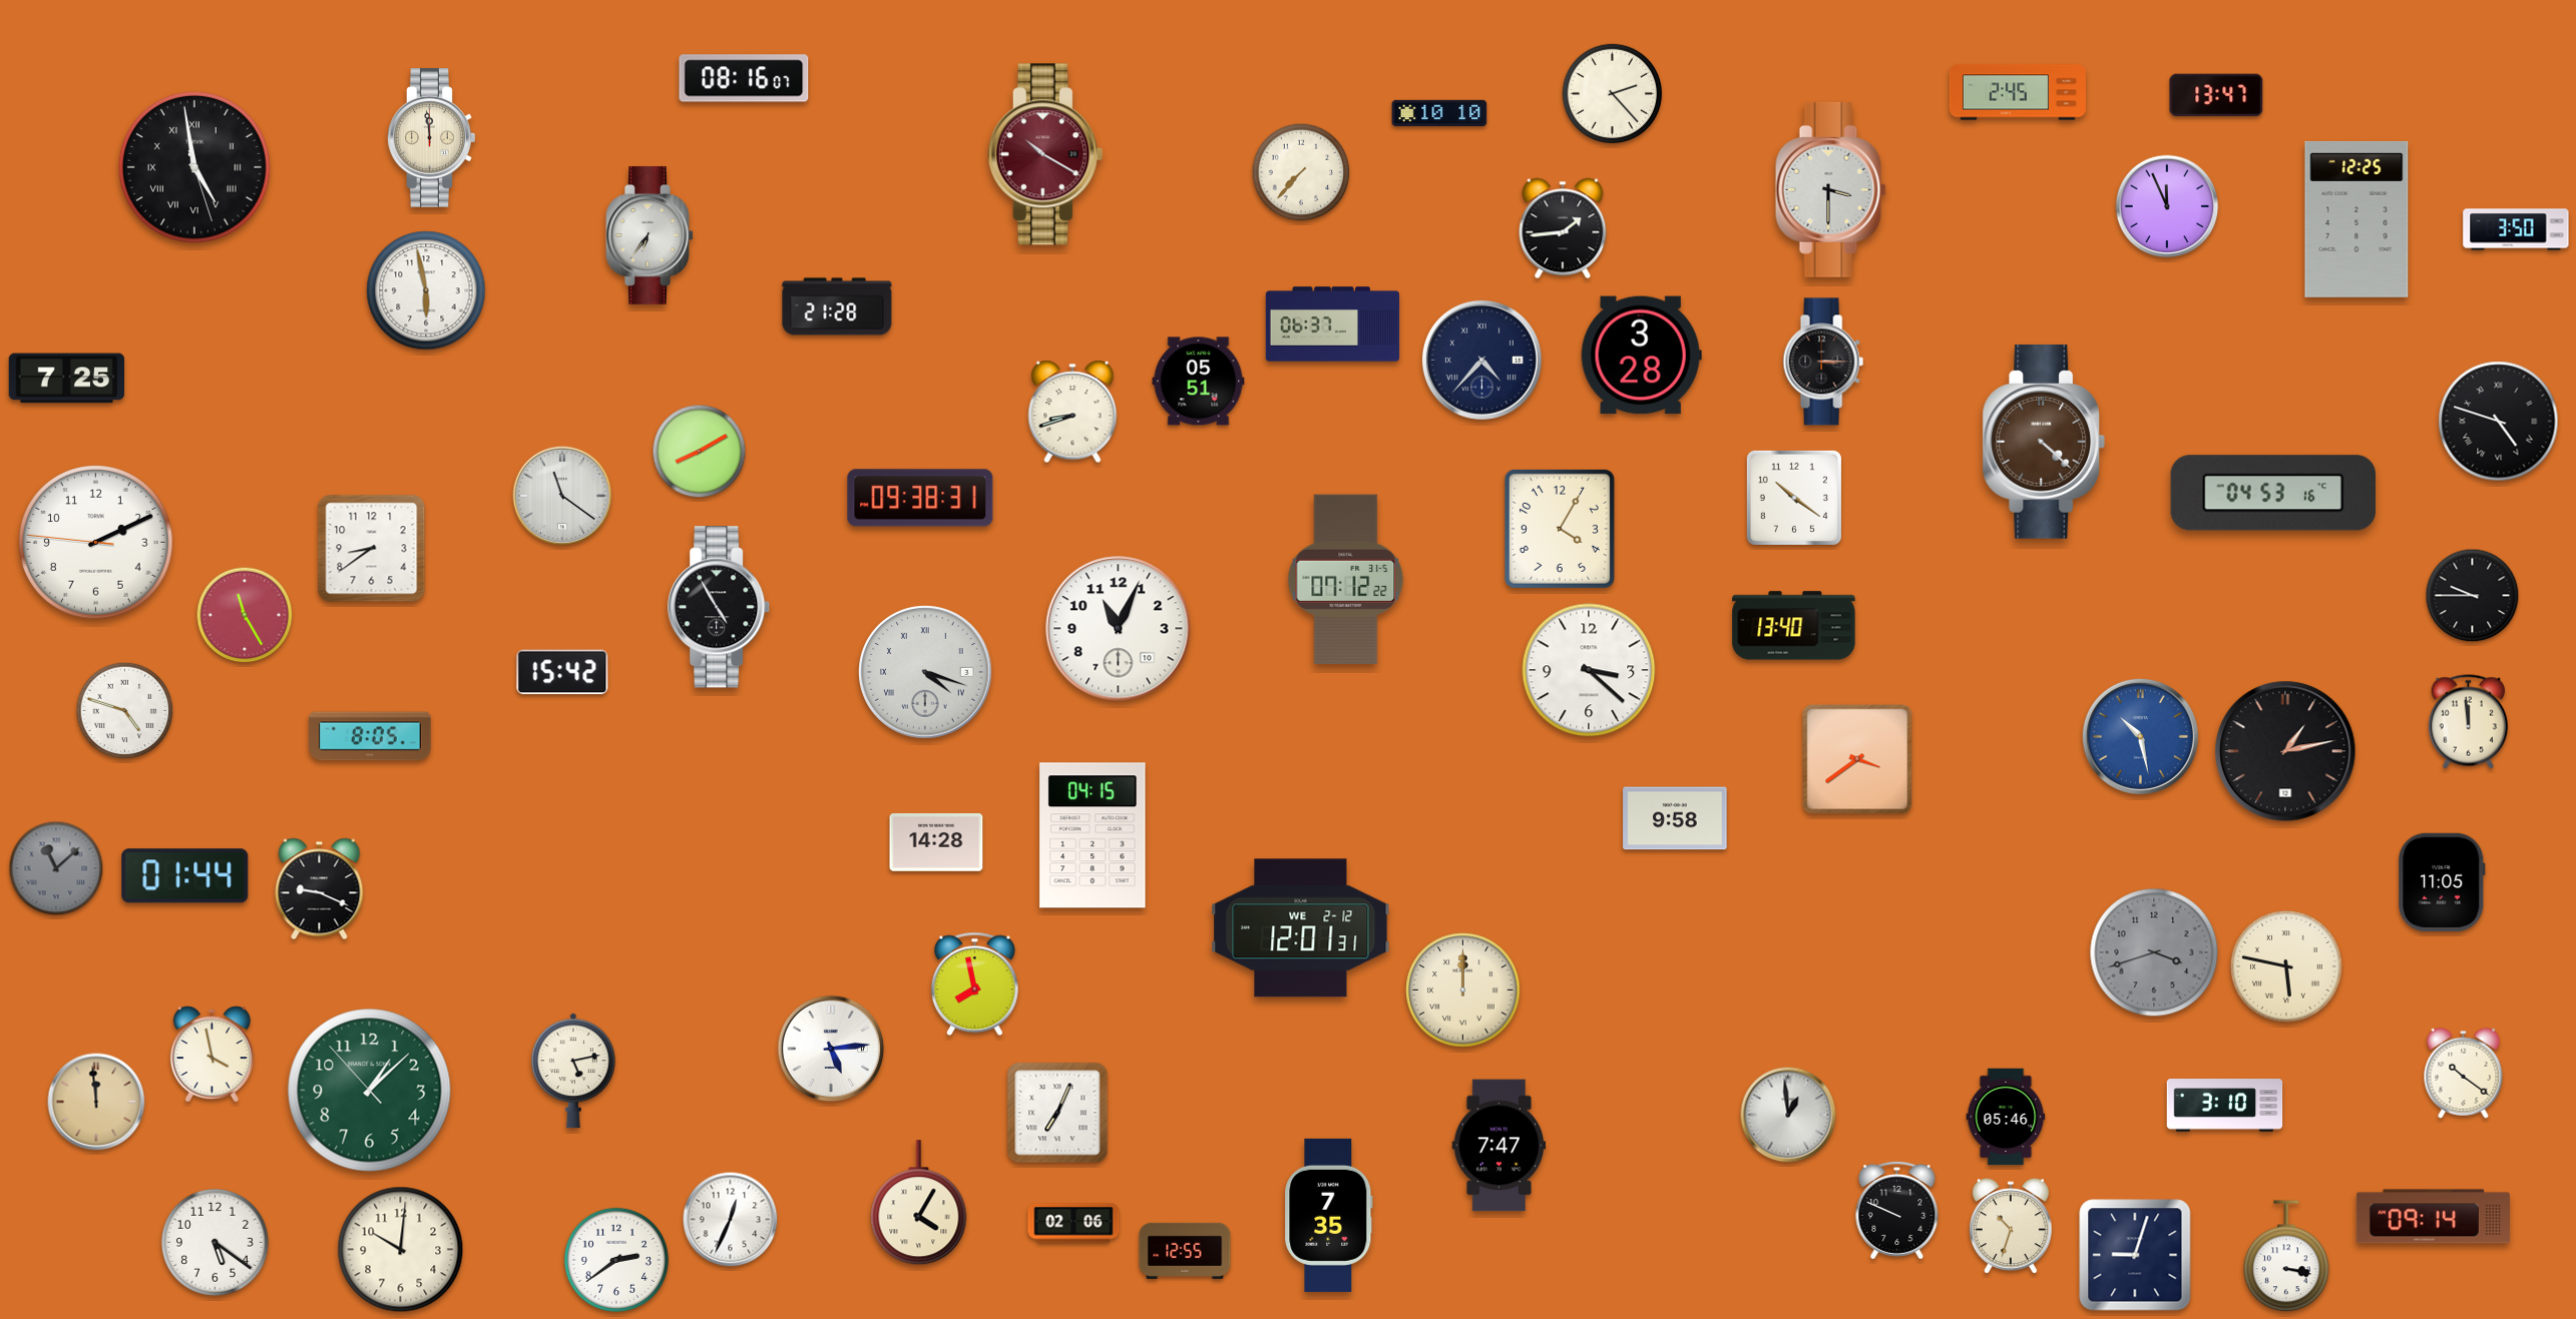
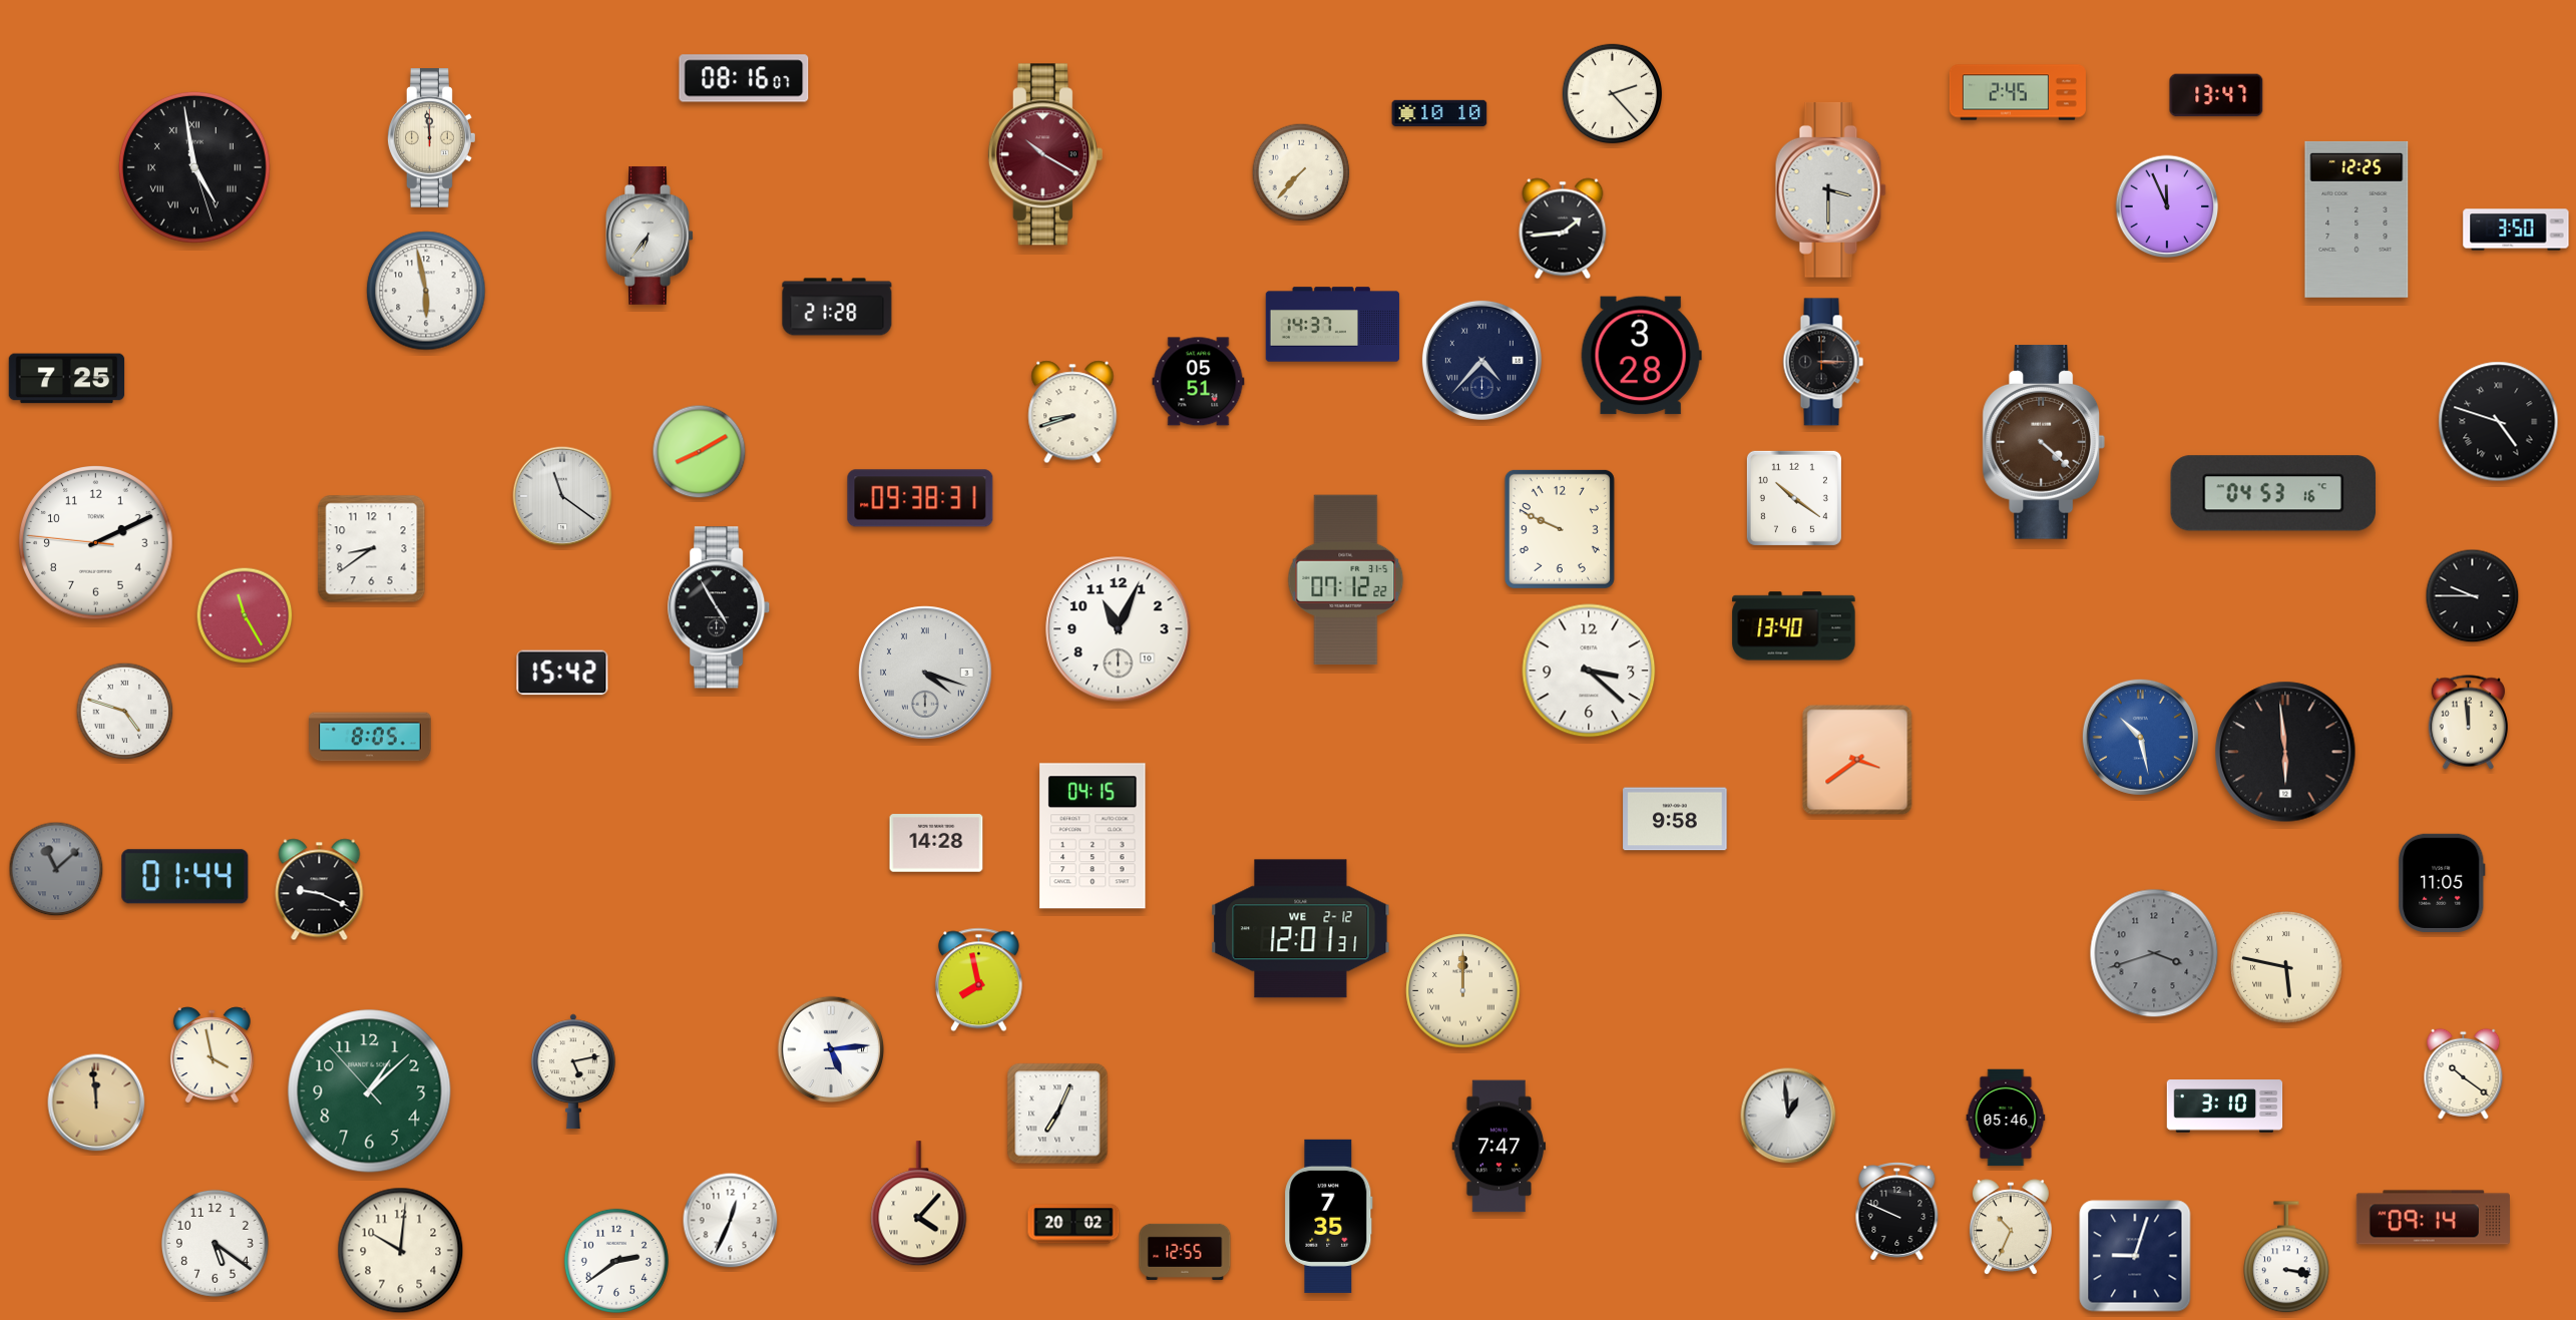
clock at (1333, 324): 06:37 -> 14:37
clock at (1560, 529): 4:05 -> 9:49
clock at (2285, 751): 1:13 -> 5:59
clock at (974, 984) position: (974, 984) -> (978, 980)
clock at (919, 1203): 4:05 -> 4:07
clock at (1074, 1223): 02:06 -> 20:02
clock at (2011, 1227): 10:33 -> 10:34
